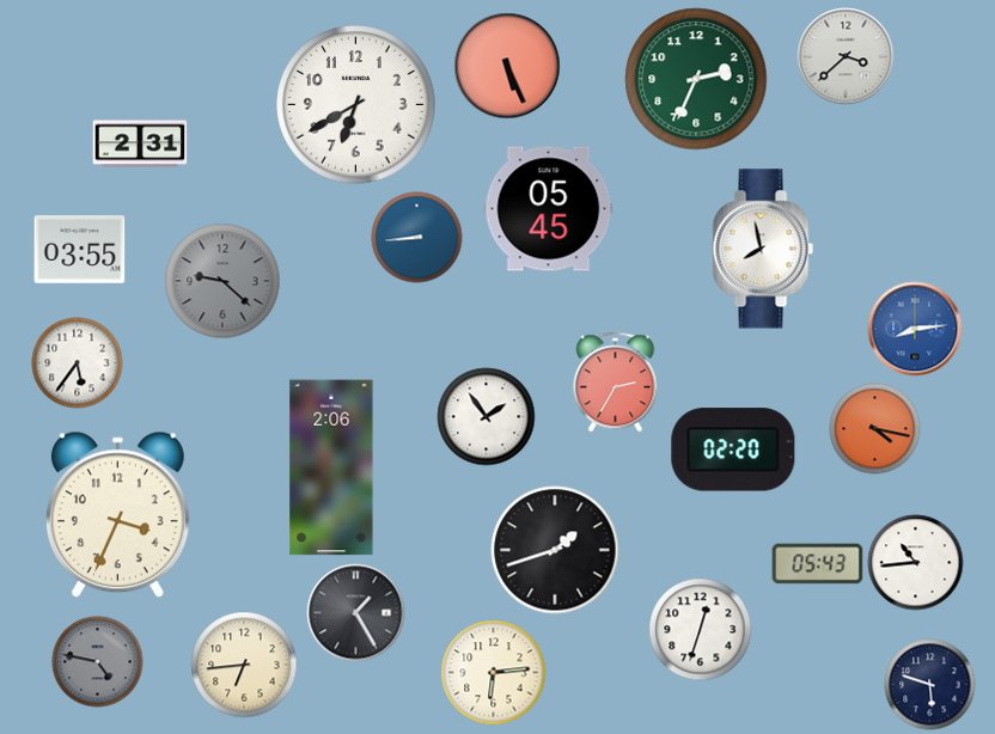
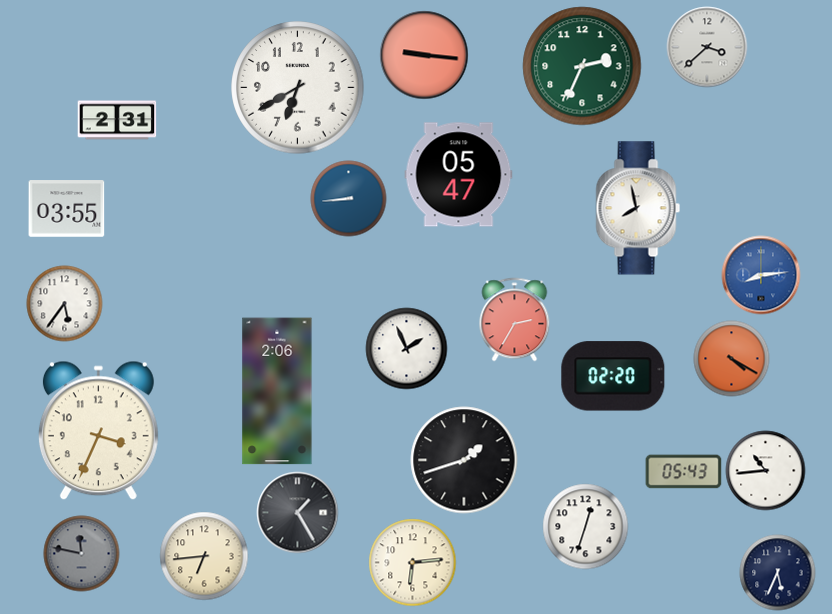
clock at (507, 66): 5:26 -> 9:16
clock at (549, 209): 05:45 -> 05:47
clock at (222, 281): 9:22 -> none
clock at (915, 329) position: (915, 329) -> (761, 275)
clock at (487, 417): 1:54 -> 1:56
clock at (875, 429): 4:17 -> 4:20
clock at (98, 662): 4:47 -> 11:47
clock at (930, 685): 5:48 -> 5:34
